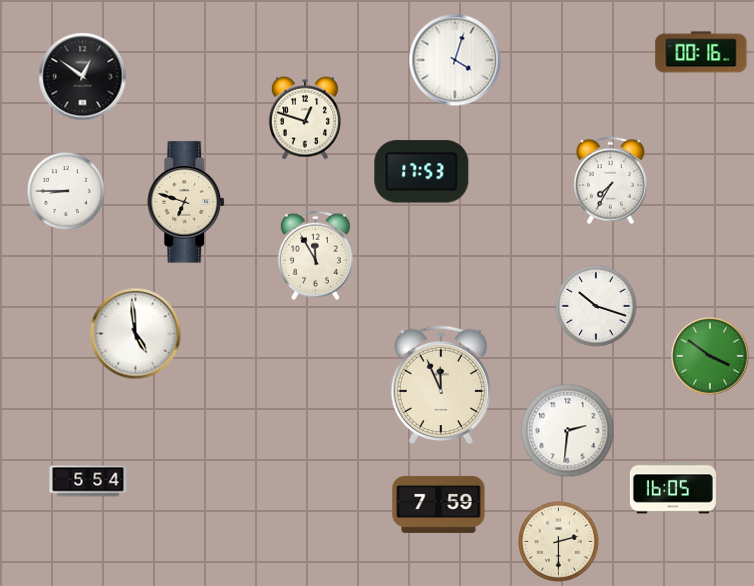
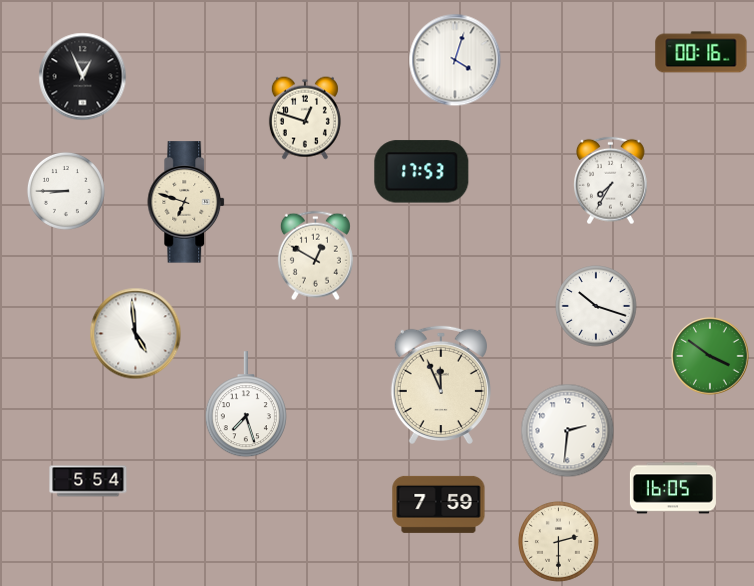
clock at (83, 77): 12:51 -> 12:56
clock at (315, 256): 11:55 -> 12:50
clock at (246, 405): none -> 7:27
